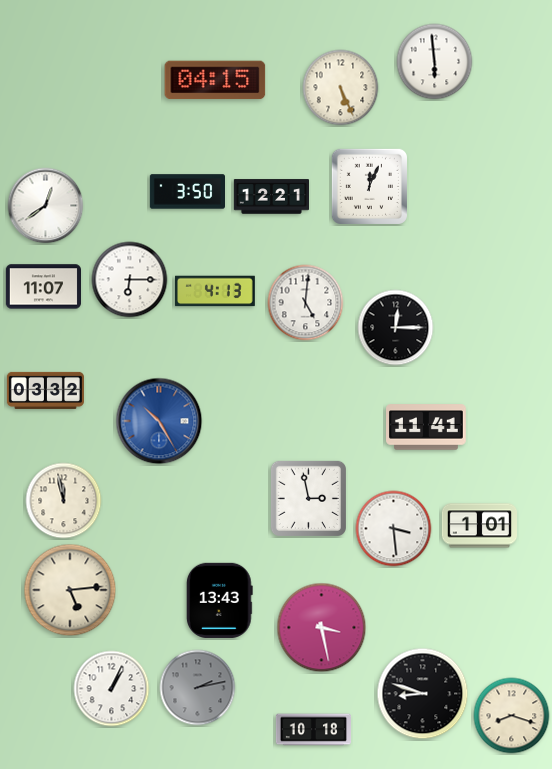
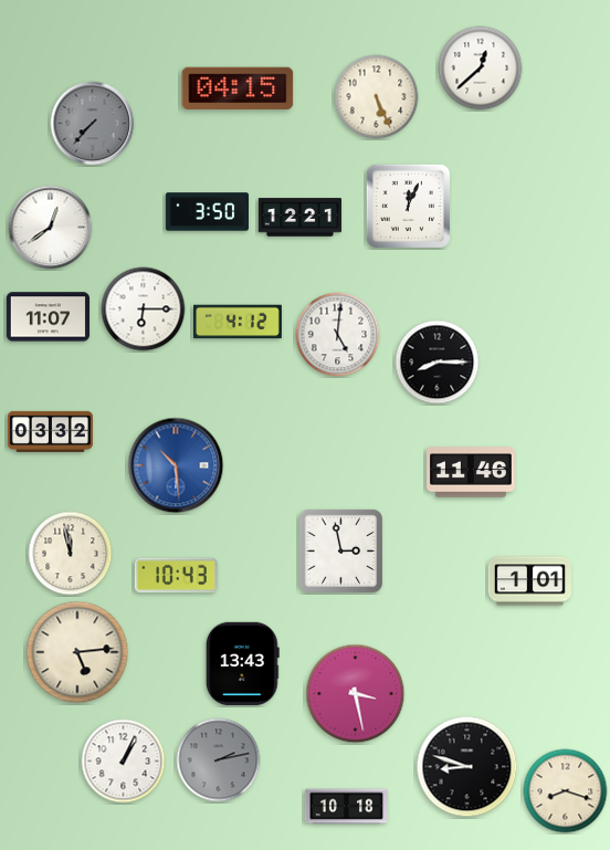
clock at (435, 62): 5:59 -> 12:38
clock at (93, 124): none -> 7:37
clock at (216, 291): 4:13 -> 4:12
clock at (396, 328): 12:15 -> 8:15
clock at (159, 421): 10:25 -> 10:29
clock at (427, 427): 11:41 -> 11:46
clock at (176, 576): none -> 10:43
clock at (394, 529): 3:29 -> none
